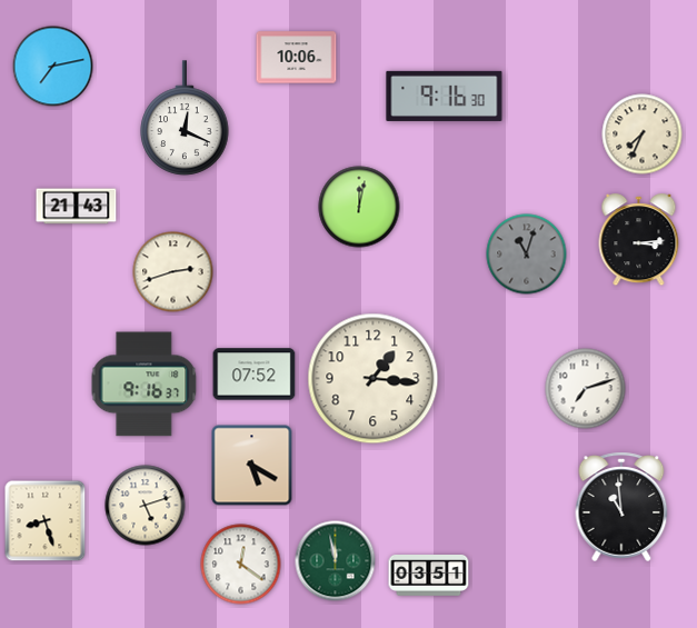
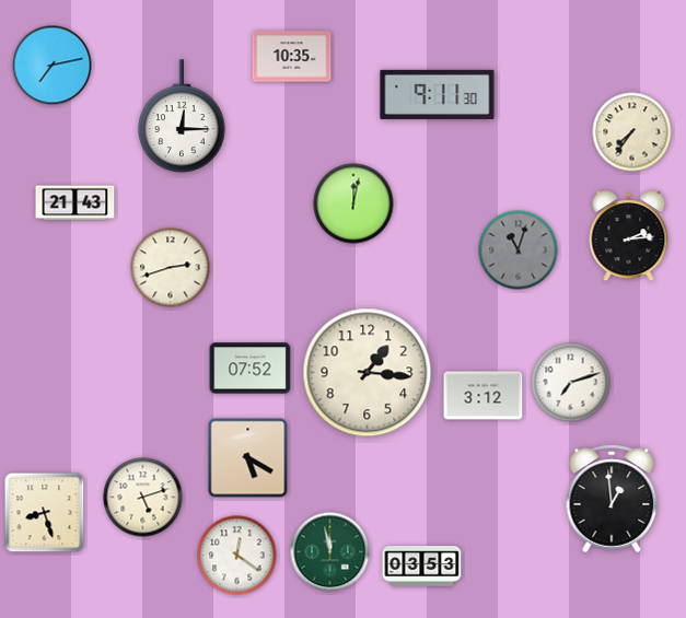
clock at (297, 58): 10:06 -> 10:35
clock at (445, 96): 9:16 -> 9:11
clock at (185, 118): 12:19 -> 12:15
clock at (643, 134): 7:34 -> 7:36
clock at (639, 240): 3:14 -> 2:14
clock at (145, 385): 9:16 -> none
clock at (586, 389) position: (586, 389) -> (571, 383)
clock at (484, 396): none -> 3:12
clock at (621, 507): 10:59 -> 12:59
clock at (429, 576): 03:51 -> 03:53
